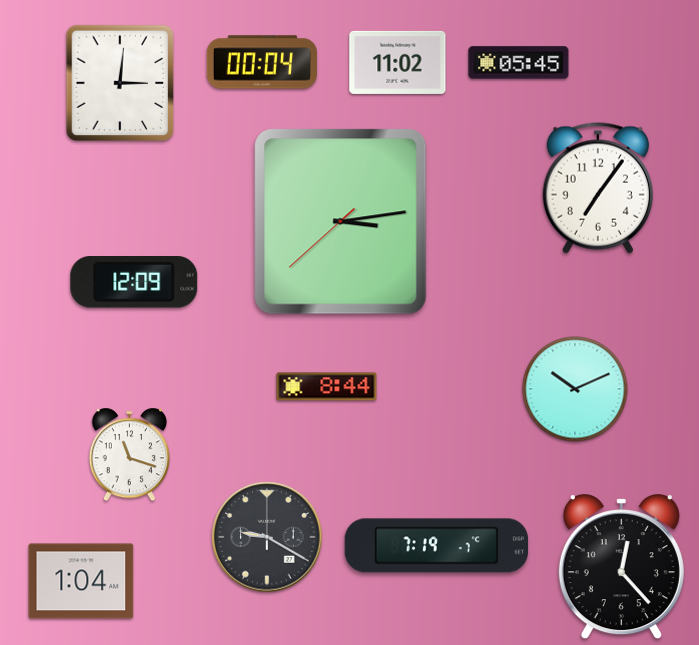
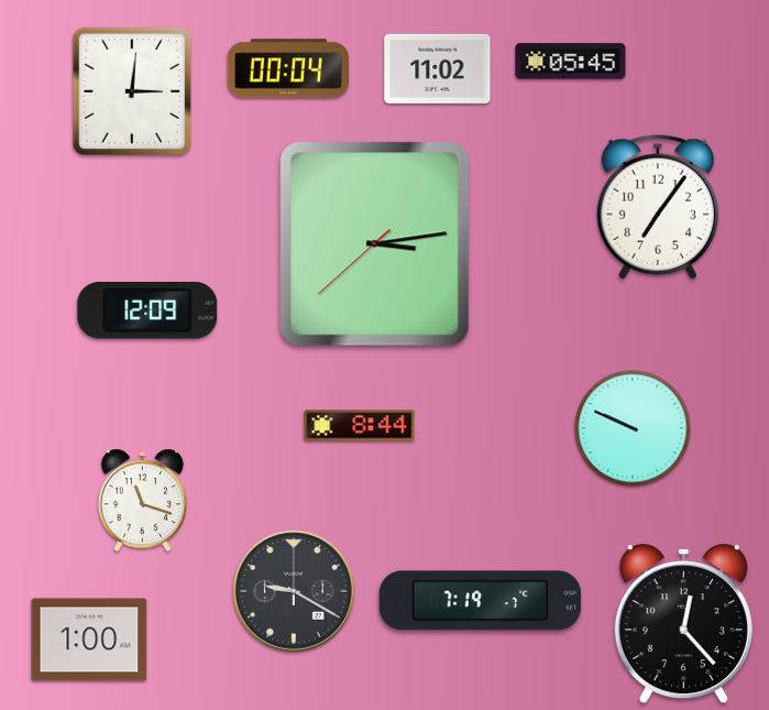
clock at (519, 63) position: (519, 63) -> (571, 62)
clock at (575, 389): 10:11 -> 9:49
clock at (81, 581): 1:04 -> 1:00
